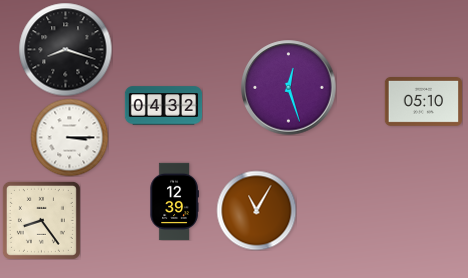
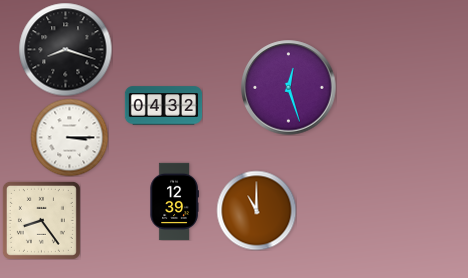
clock at (423, 102): 05:10 -> none
clock at (256, 210): 11:05 -> 11:00
